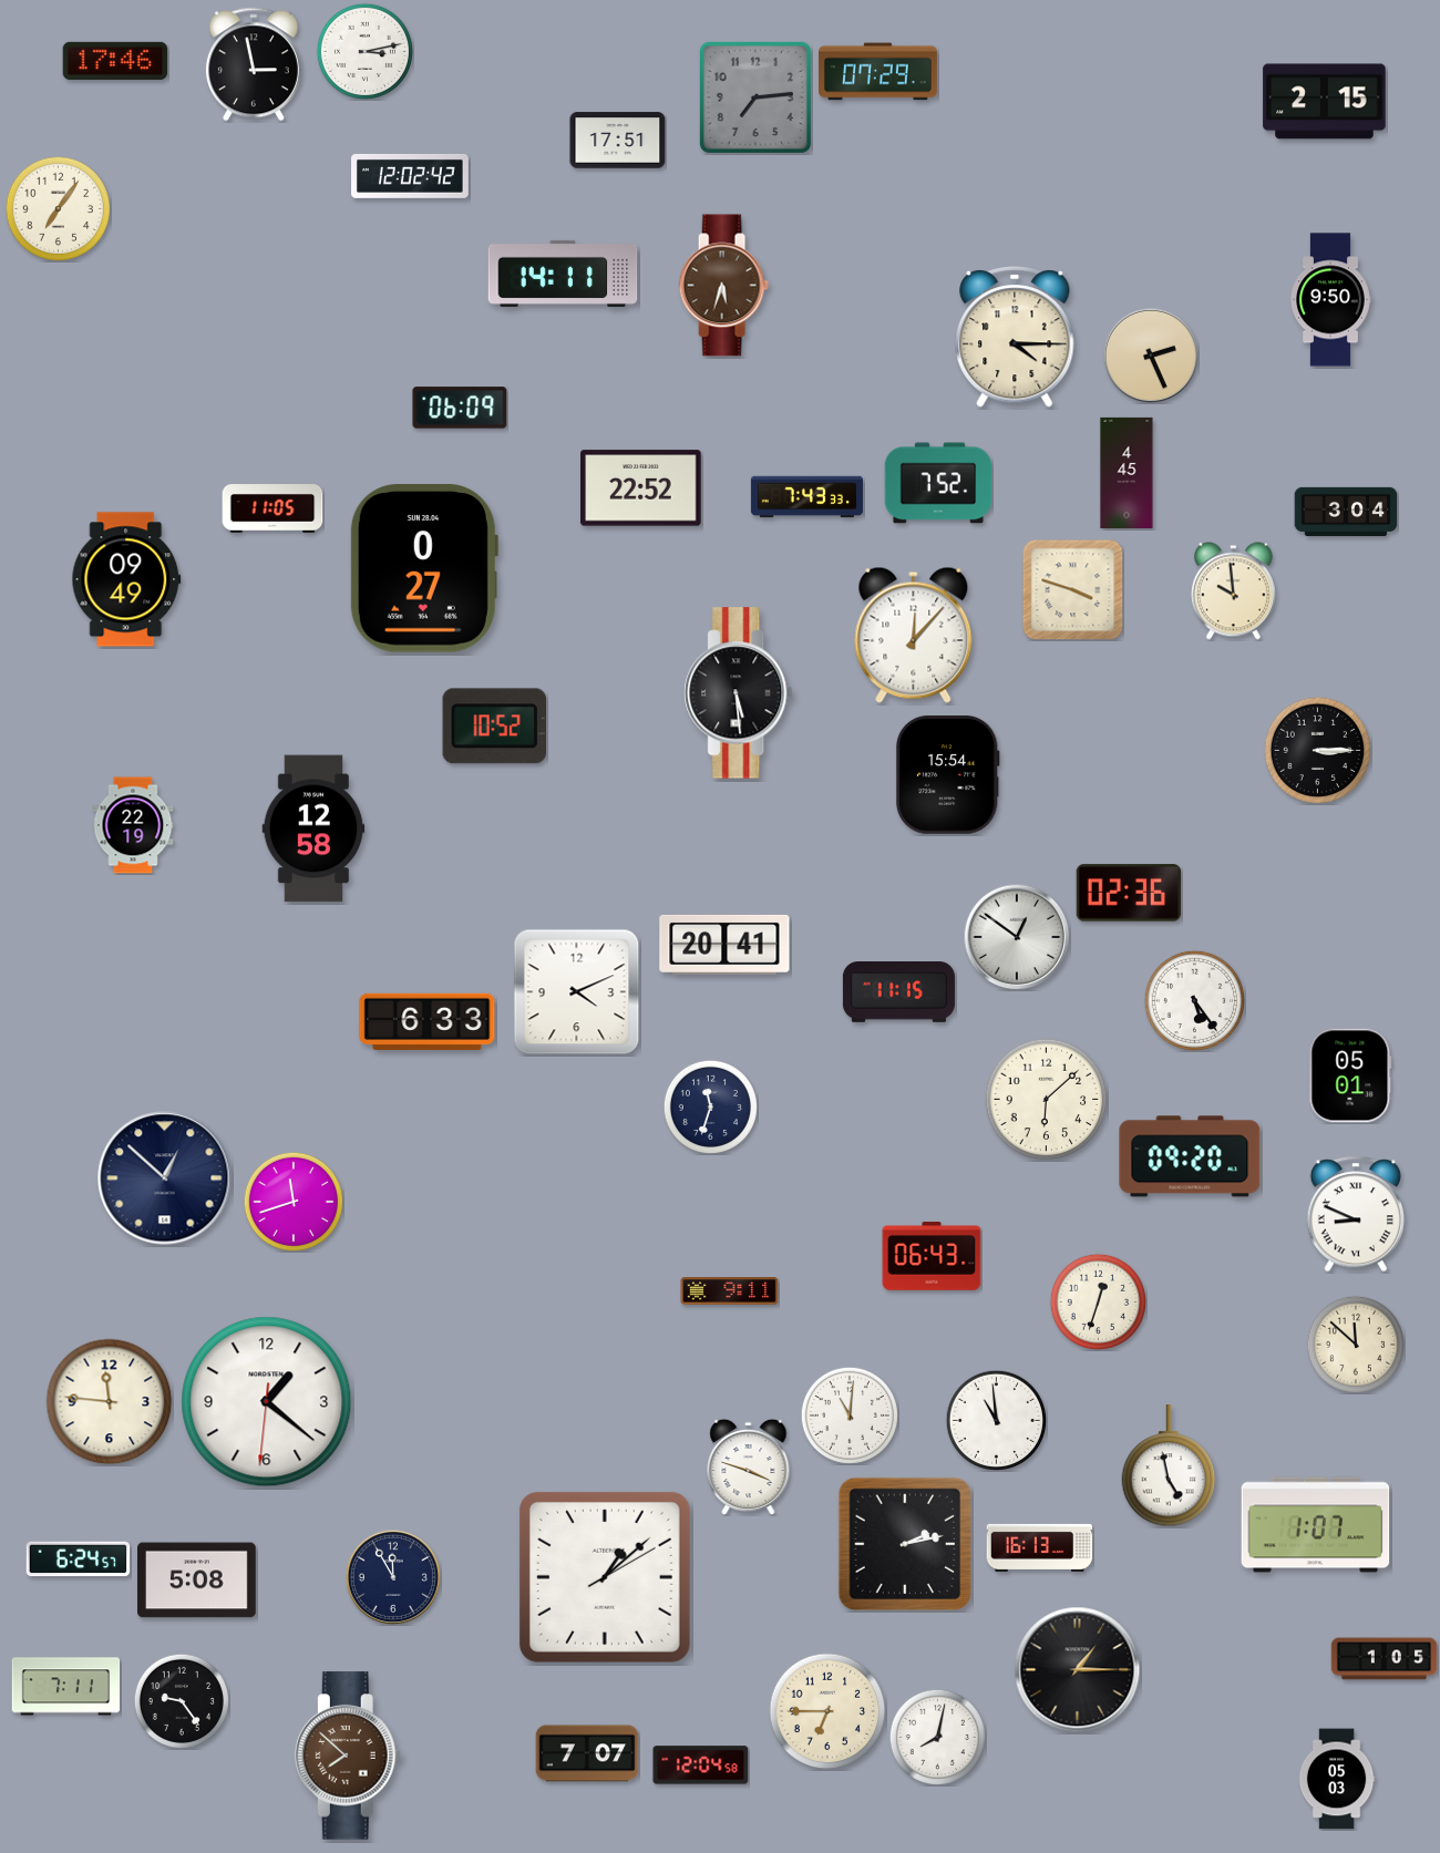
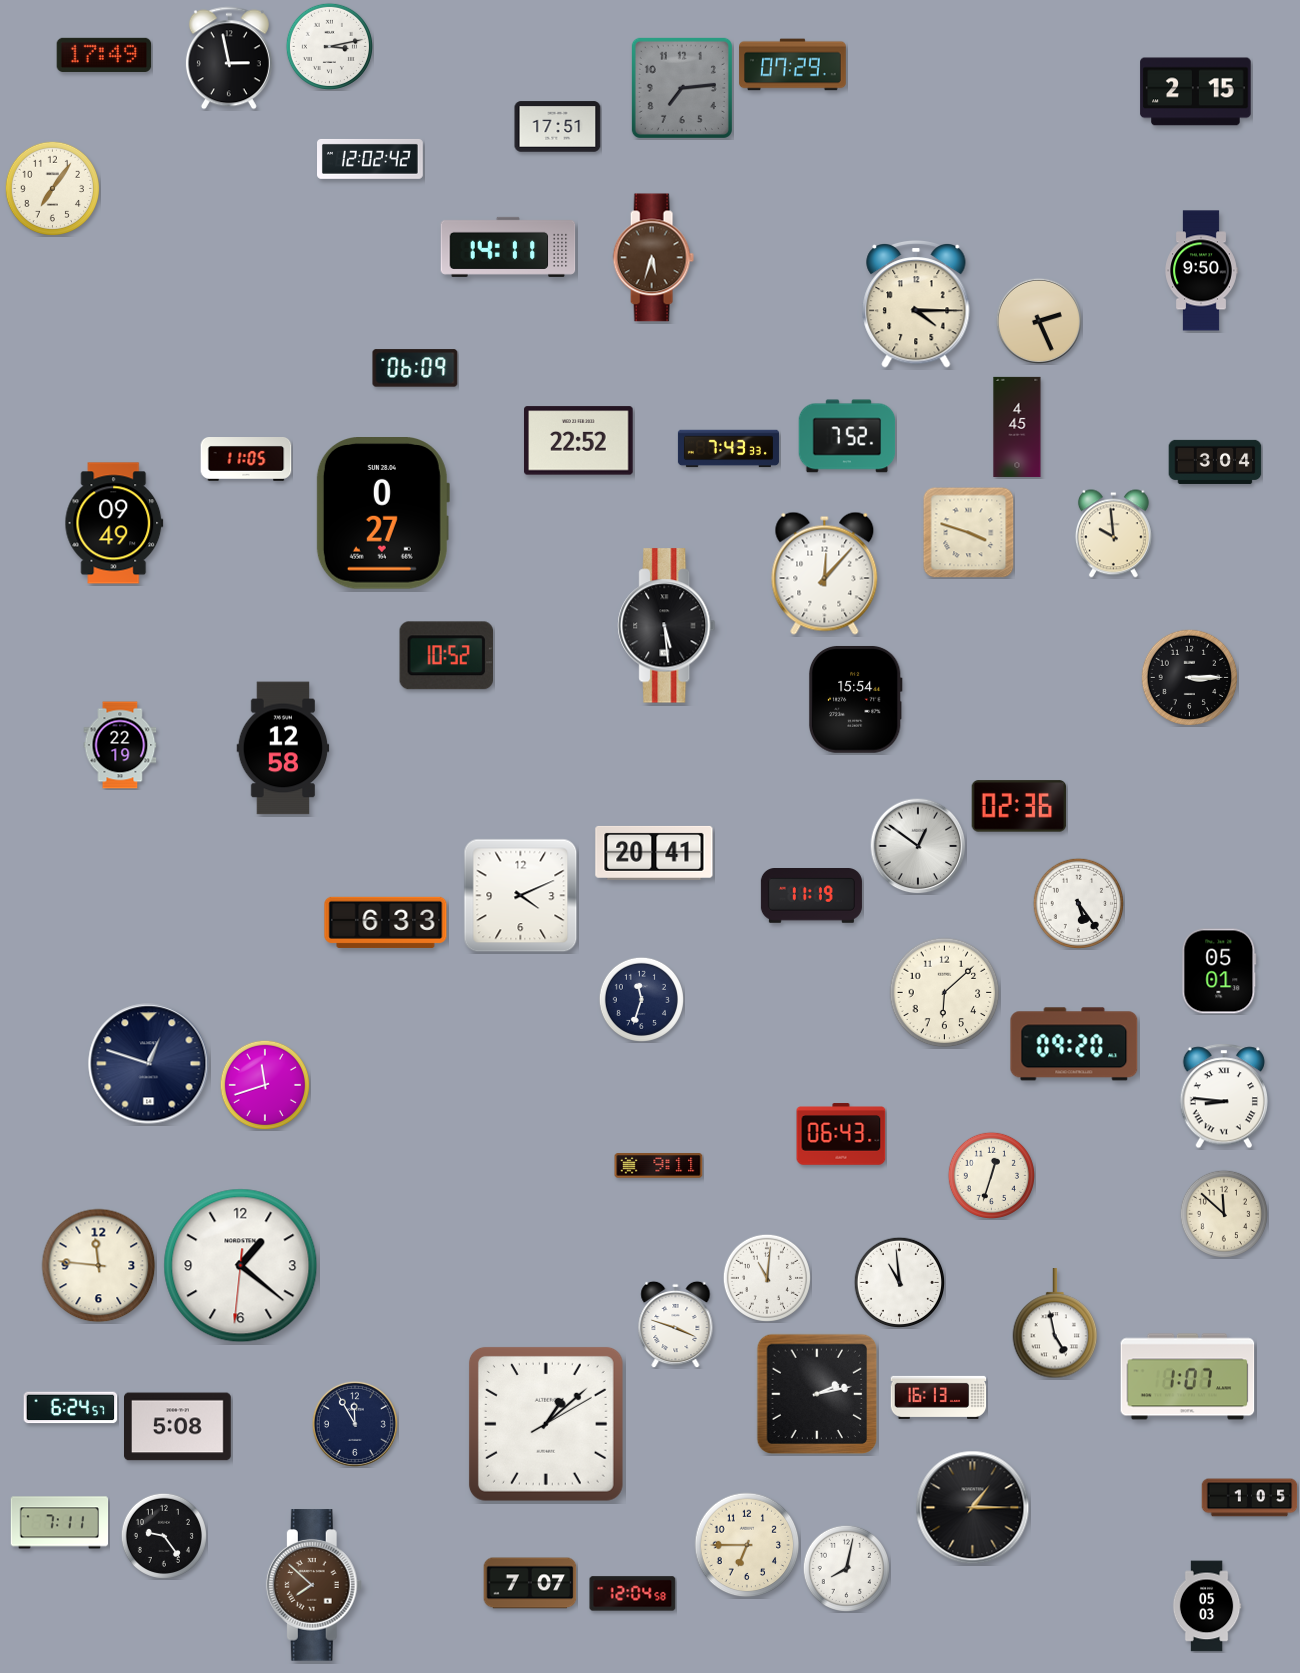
clock at (115, 61): 17:46 -> 17:49
clock at (898, 992): 11:15 -> 11:19
clock at (165, 1178): 12:52 -> 12:48
clock at (1355, 1214): 8:49 -> 8:46
